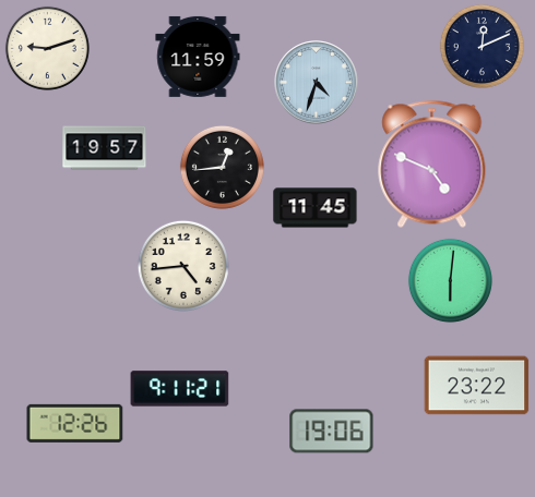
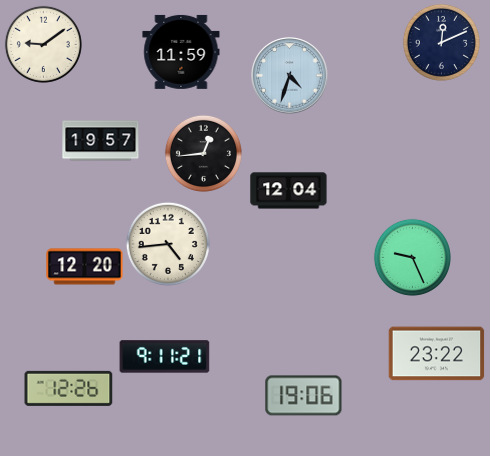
clock at (47, 48): 9:12 -> 9:09
clock at (105, 148) position: (105, 148) -> (101, 141)
clock at (432, 163): 4:49 -> none
clock at (316, 208): 11:45 -> 12:04
clock at (450, 280): 6:01 -> 9:26
clock at (85, 267): none -> 12:20
